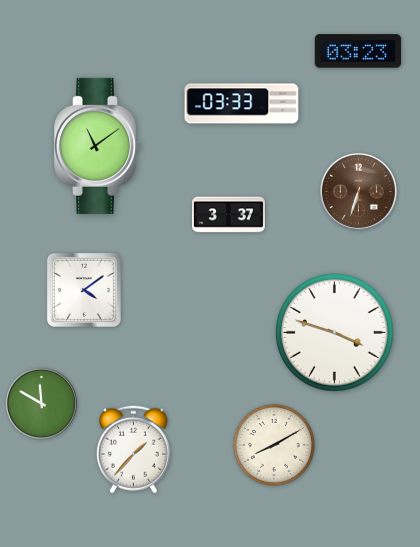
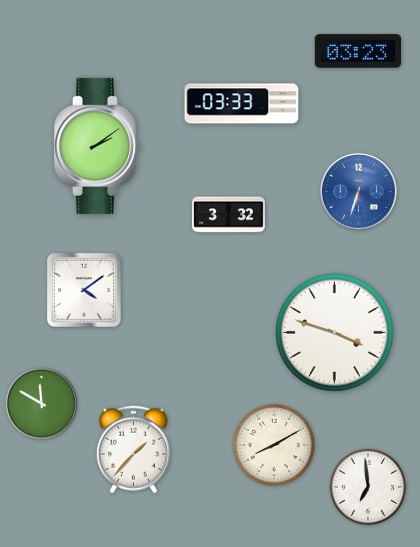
clock at (98, 146): 11:09 -> 2:09
clock at (358, 191) dial: brown -> blue
clock at (228, 215): 3:37 -> 3:32
clock at (368, 487): none -> 6:59
